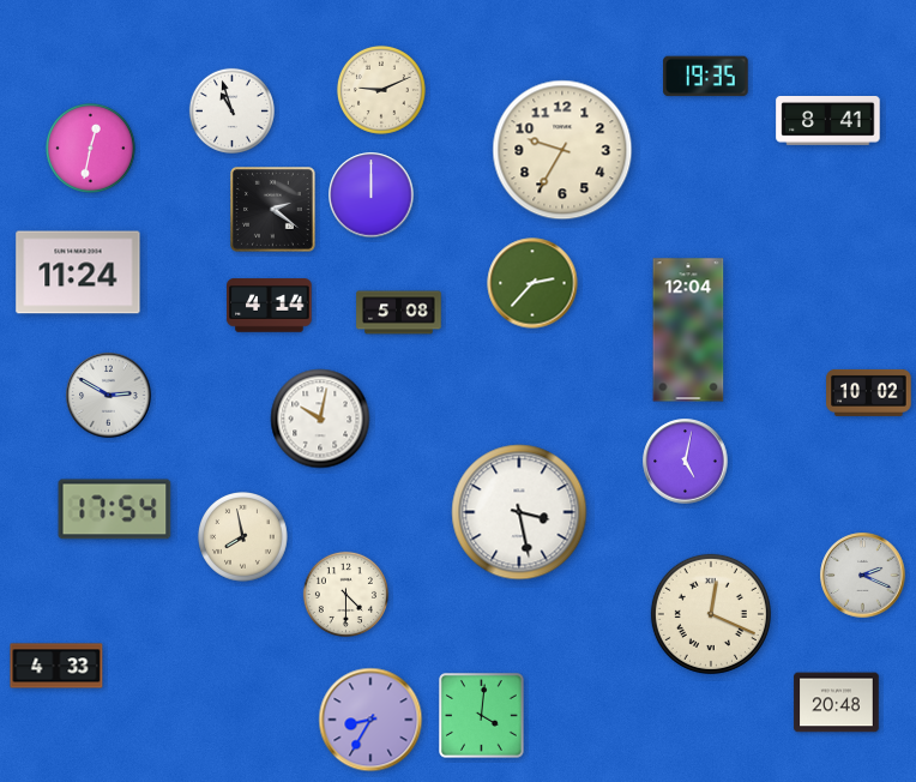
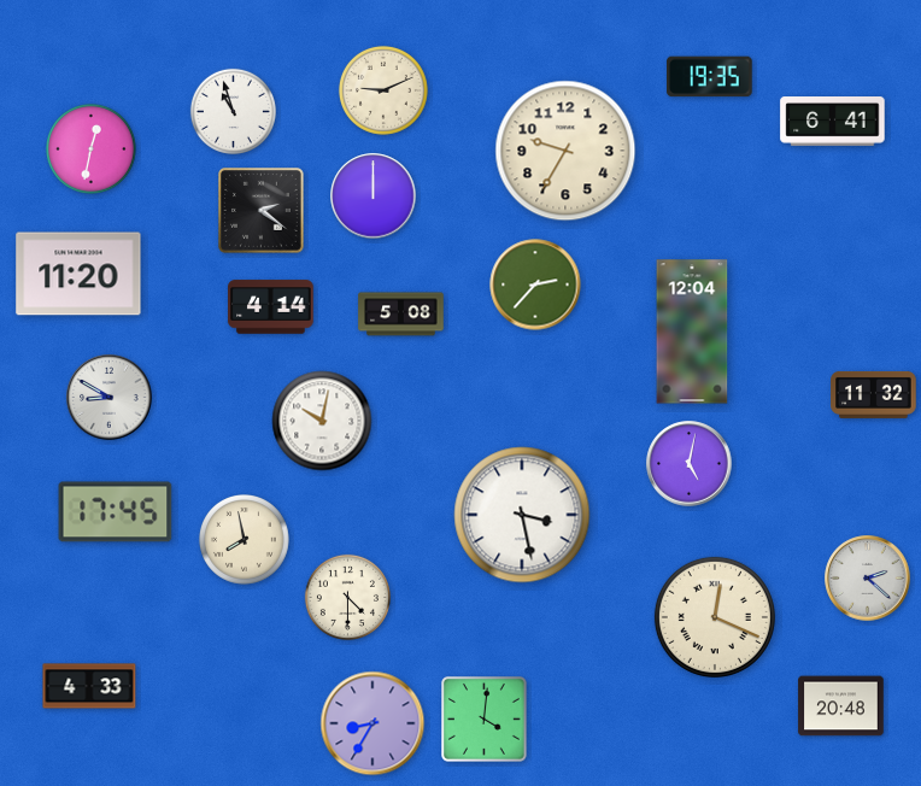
clock at (828, 121): 8:41 -> 6:41
clock at (273, 210) position: (273, 210) -> (262, 211)
clock at (78, 272): 11:24 -> 11:20
clock at (869, 392): 10:02 -> 11:32
clock at (109, 396): 2:50 -> 8:50
clock at (115, 510): 17:54 -> 17:45
clock at (863, 576): 2:19 -> 2:22
clock at (56, 666) position: (56, 666) -> (89, 686)
